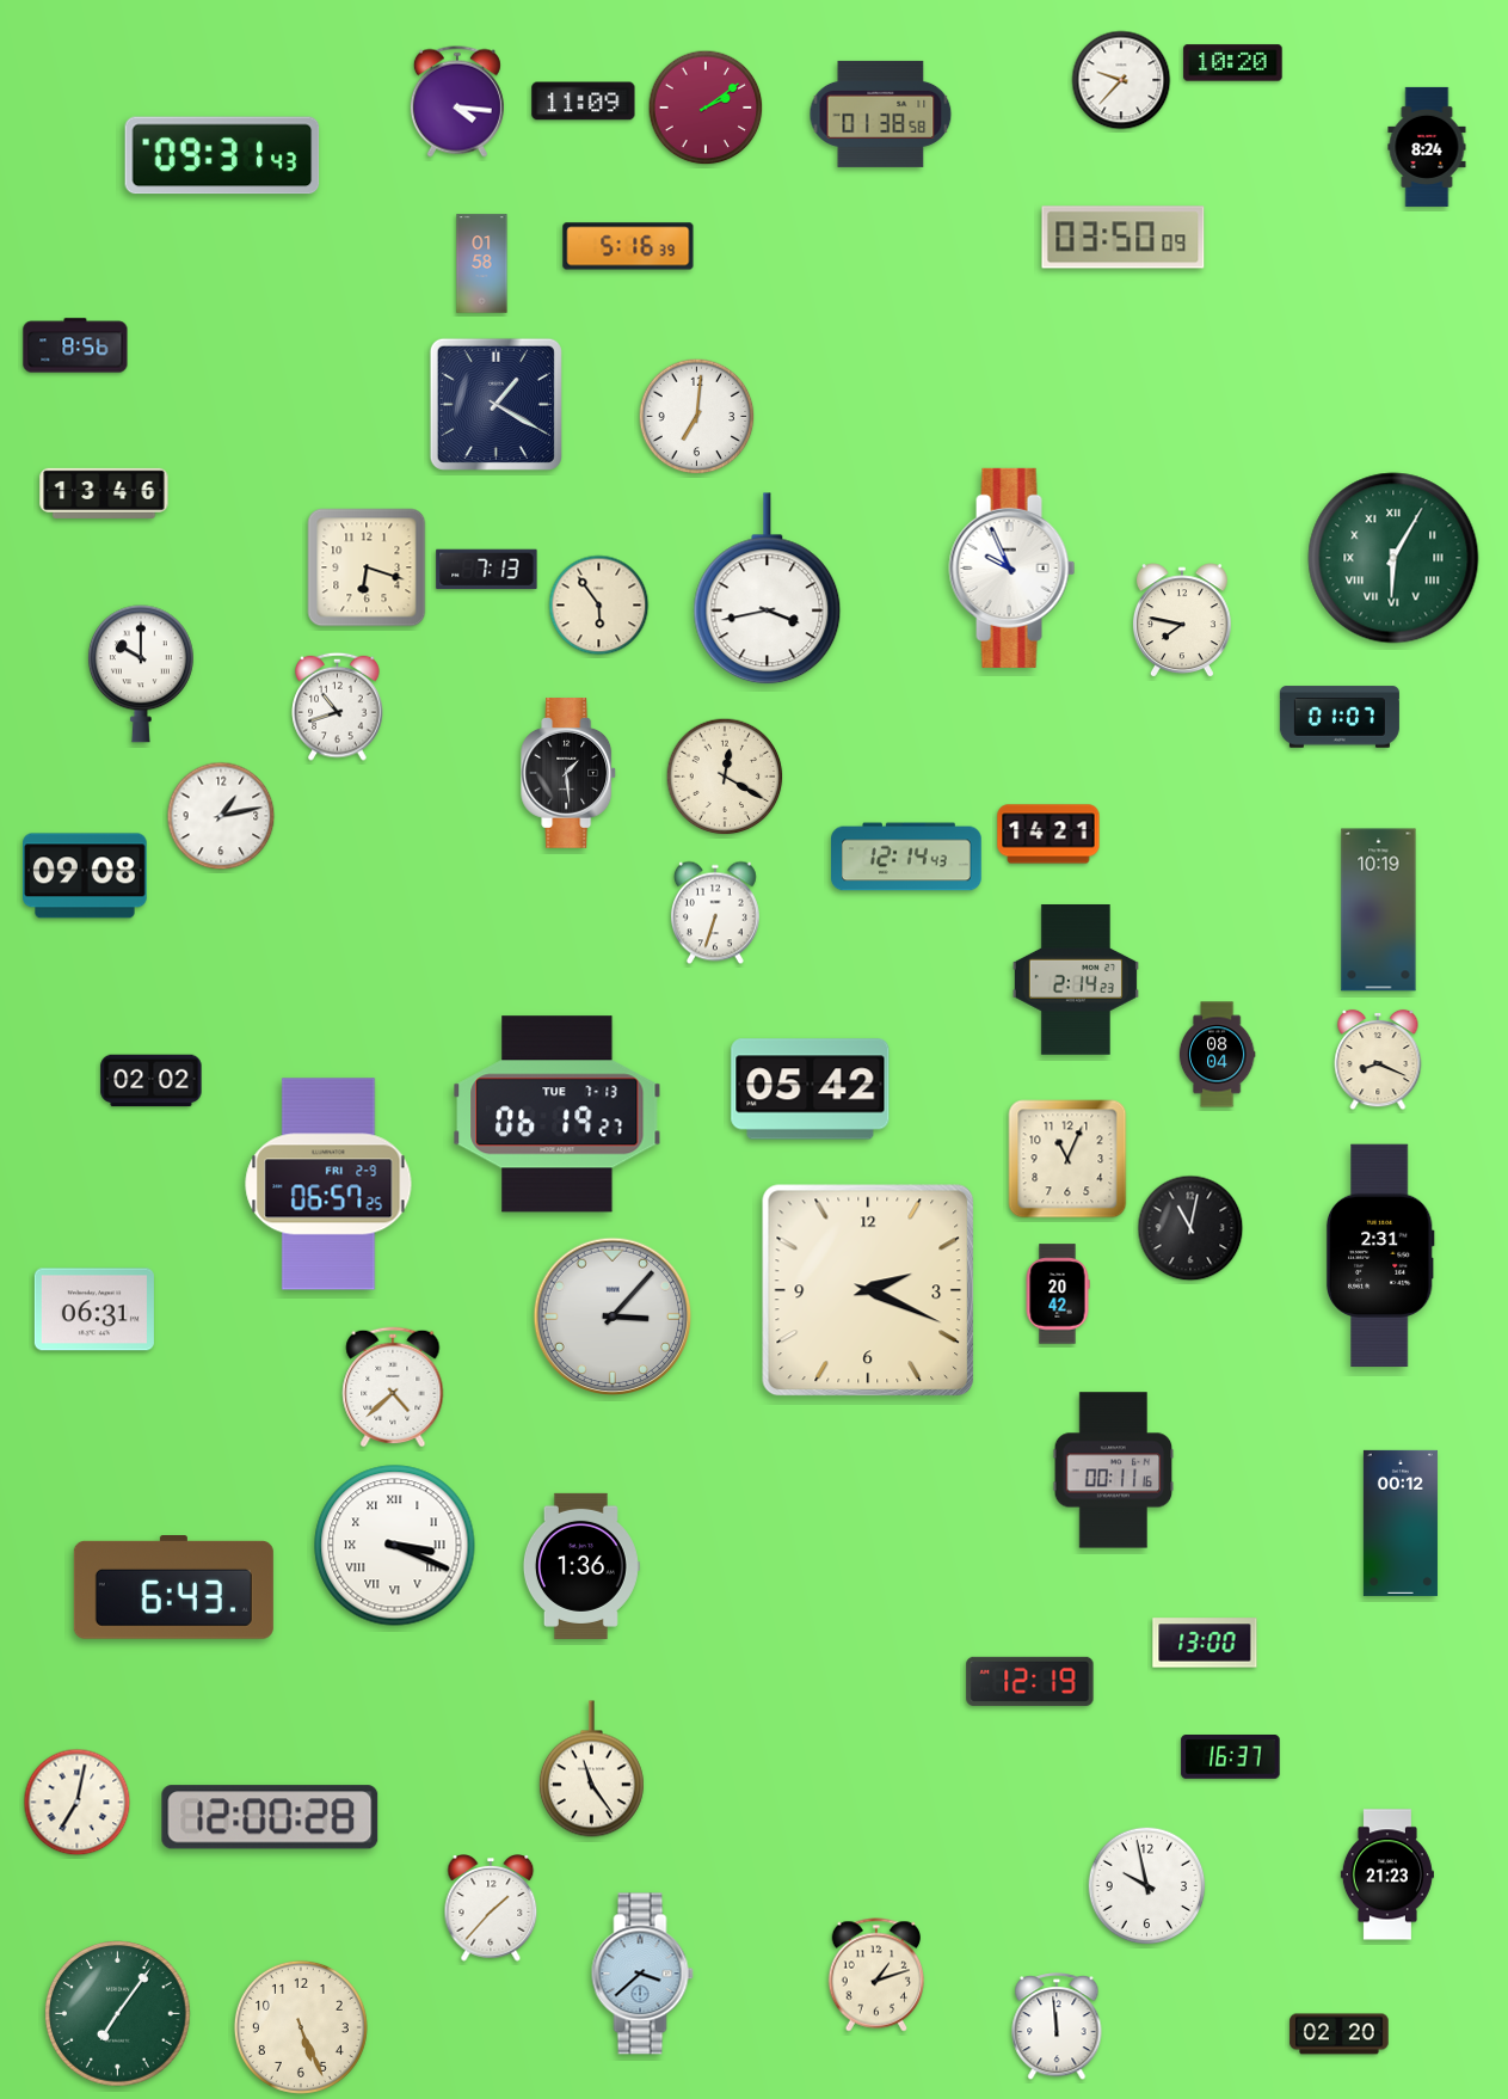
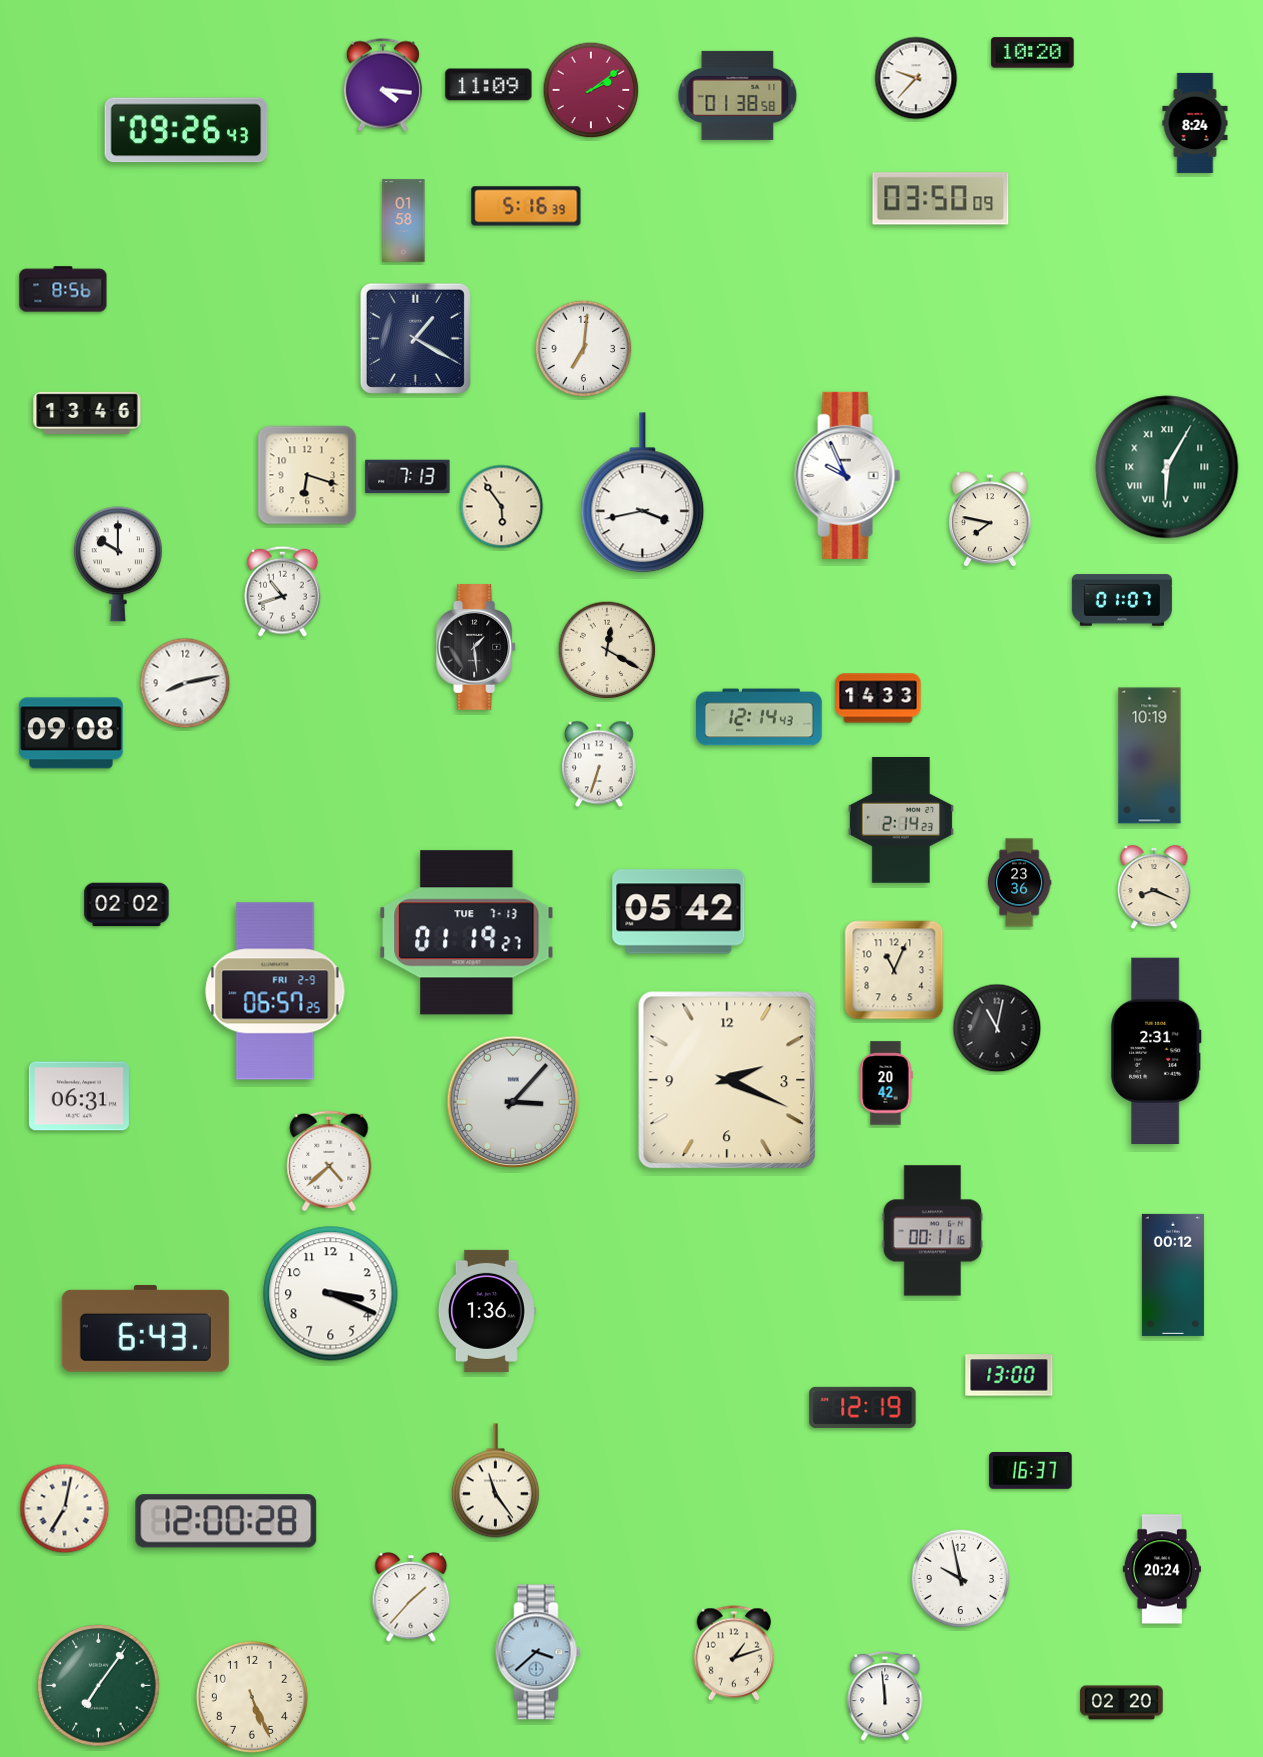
clock at (1121, 80) position: (1121, 80) -> (916, 78)
clock at (222, 155): 09:31 -> 09:26
clock at (221, 816): 1:13 -> 8:13
clock at (1048, 834): 14:21 -> 14:33
clock at (1379, 910) position: (1379, 910) -> (1150, 756)
clock at (1217, 1055): 08:04 -> 23:36
clock at (558, 1115): 06:19 -> 01:19
clock at (395, 1546) numerals: Roman -> Arabic
clock at (1387, 1874): 21:23 -> 20:24
